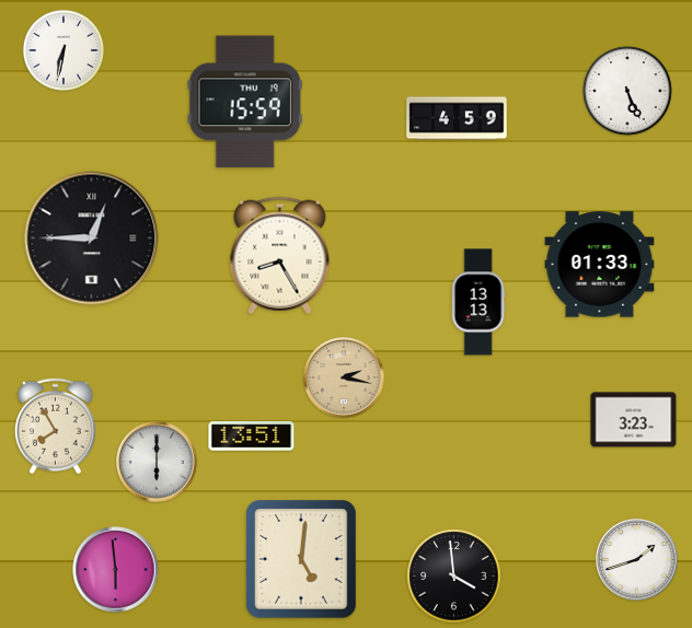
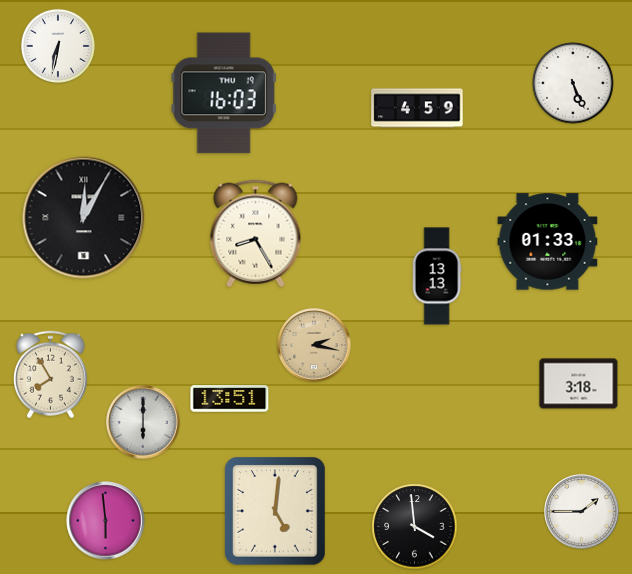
clock at (245, 102): 15:59 -> 16:03
clock at (92, 239): 12:45 -> 12:05
clock at (634, 420): 3:23 -> 3:18
clock at (55, 427) position: (55, 427) -> (50, 375)
clock at (637, 560): 1:42 -> 1:45
